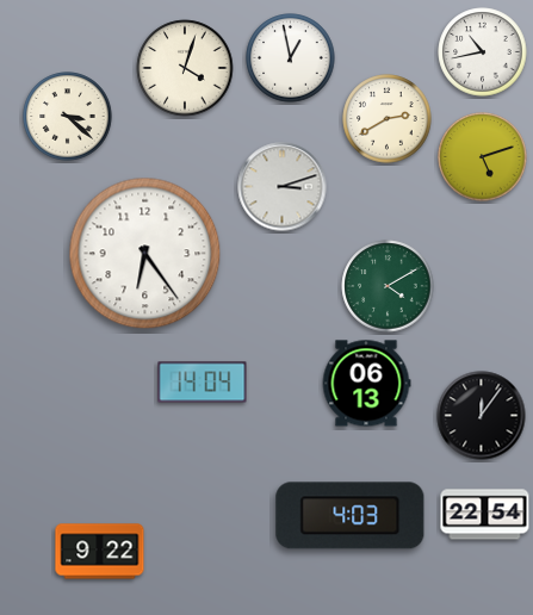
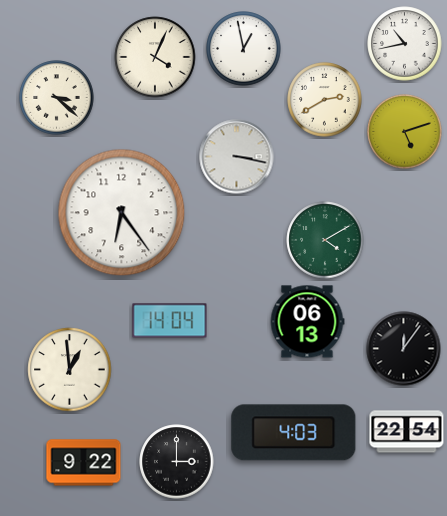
clock at (185, 68): 4:03 -> 4:04
clock at (283, 187): 3:12 -> 3:17
clock at (70, 370): none -> 12:59
clock at (177, 462): none -> 3:00
